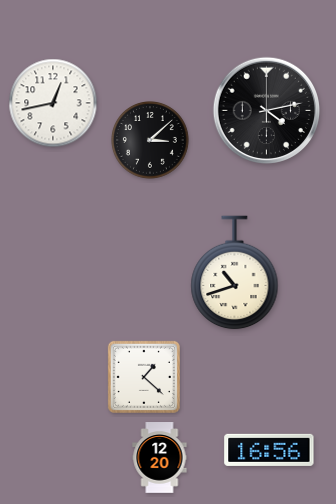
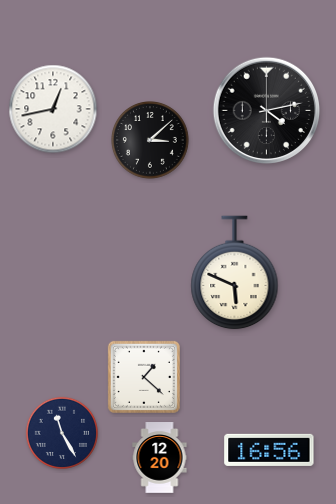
clock at (53, 103) position: (53, 103) -> (53, 109)
clock at (235, 273): 10:42 -> 5:49
clock at (62, 433): none -> 11:25
